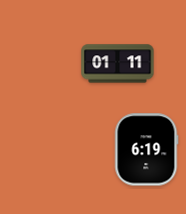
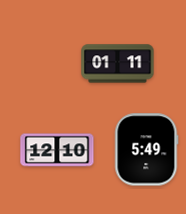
clock at (57, 150): none -> 12:10
clock at (146, 150): 6:19 -> 5:49
